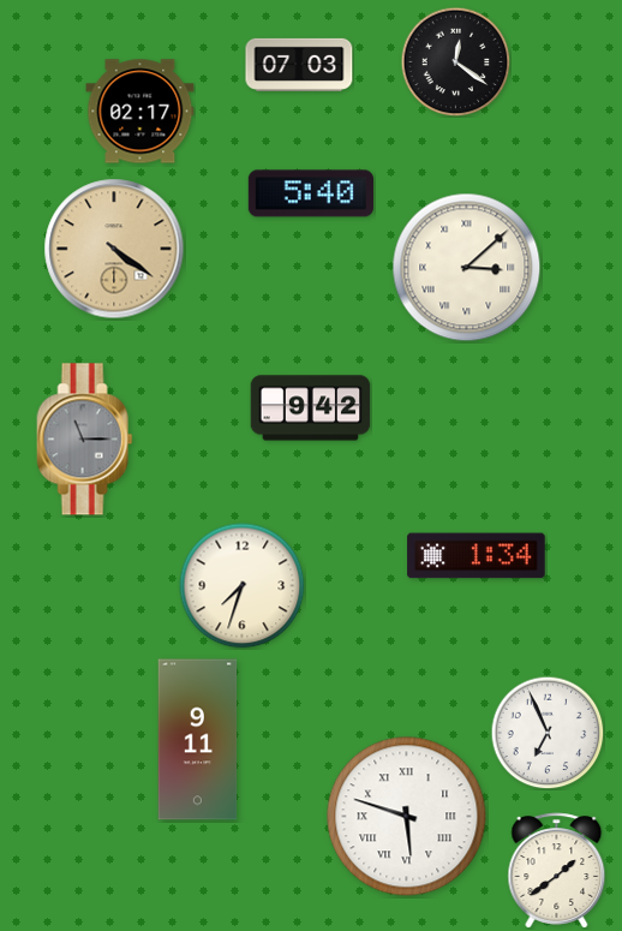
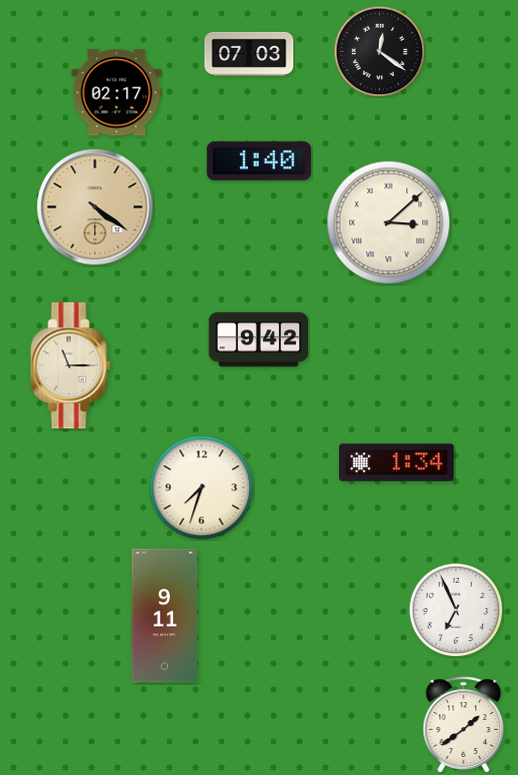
clock at (311, 193): 5:40 -> 1:40
clock at (85, 440) dial: grey -> cream
clock at (407, 817): 5:48 -> none
